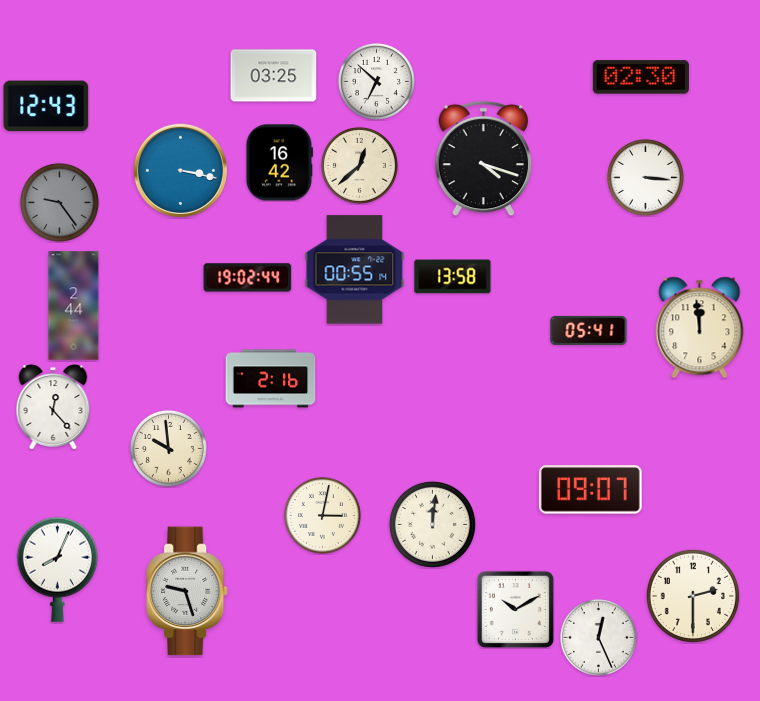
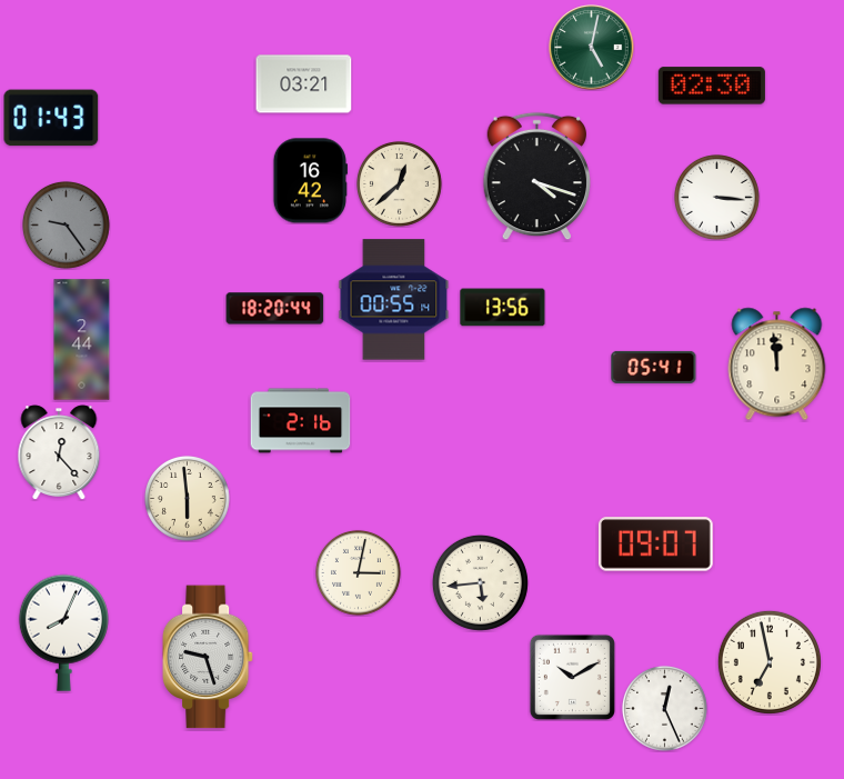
clock at (592, 48): none -> 5:02
clock at (274, 76): 03:25 -> 03:21
clock at (377, 82): 6:52 -> none
clock at (46, 106): 12:43 -> 01:43
clock at (180, 170): 3:17 -> none
clock at (453, 277): 13:58 -> 13:56
clock at (248, 278): 19:02 -> 18:20
clock at (169, 449): 9:59 -> 5:59
clock at (432, 524): 12:01 -> 5:44
clock at (693, 596): 2:30 -> 6:58
